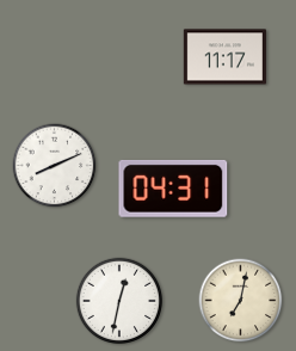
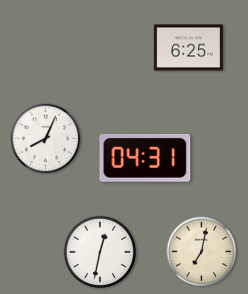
clock at (224, 57): 11:17 -> 6:25
clock at (55, 166): 8:11 -> 8:04
